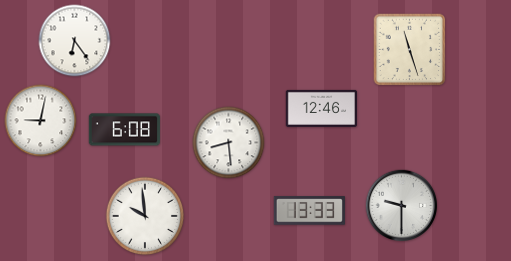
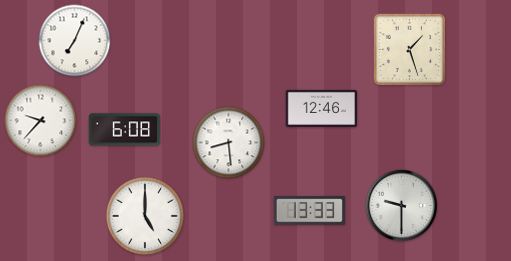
clock at (75, 41): 6:24 -> 7:04
clock at (410, 50): 11:27 -> 1:27
clock at (41, 121): 9:02 -> 9:37
clock at (145, 216): 9:59 -> 5:00
